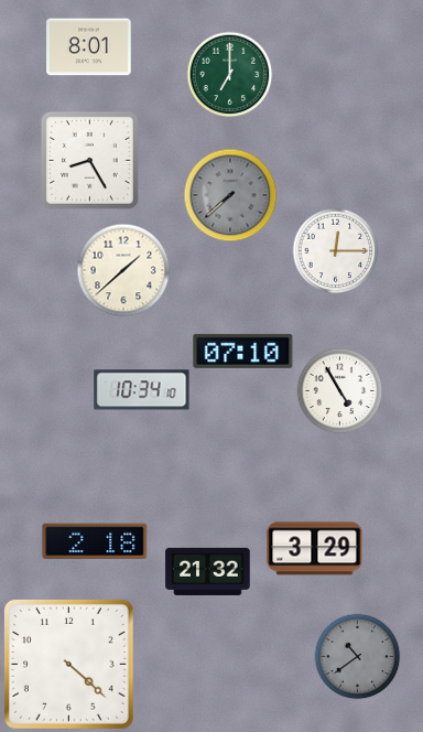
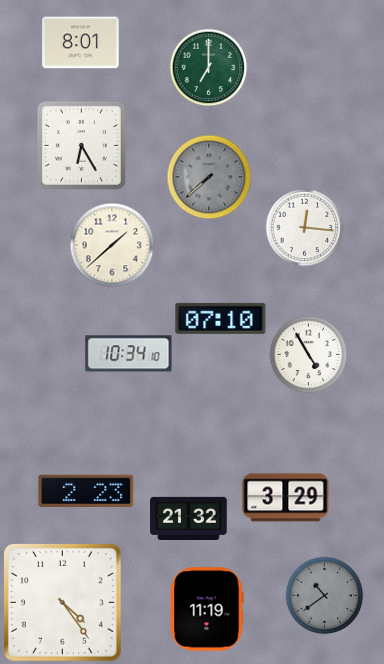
clock at (89, 160): 8:25 -> 6:25
clock at (335, 250): 12:15 -> 12:16
clock at (95, 541): 2:18 -> 2:23
clock at (68, 664): 4:22 -> 4:24
clock at (207, 609): none -> 11:19
